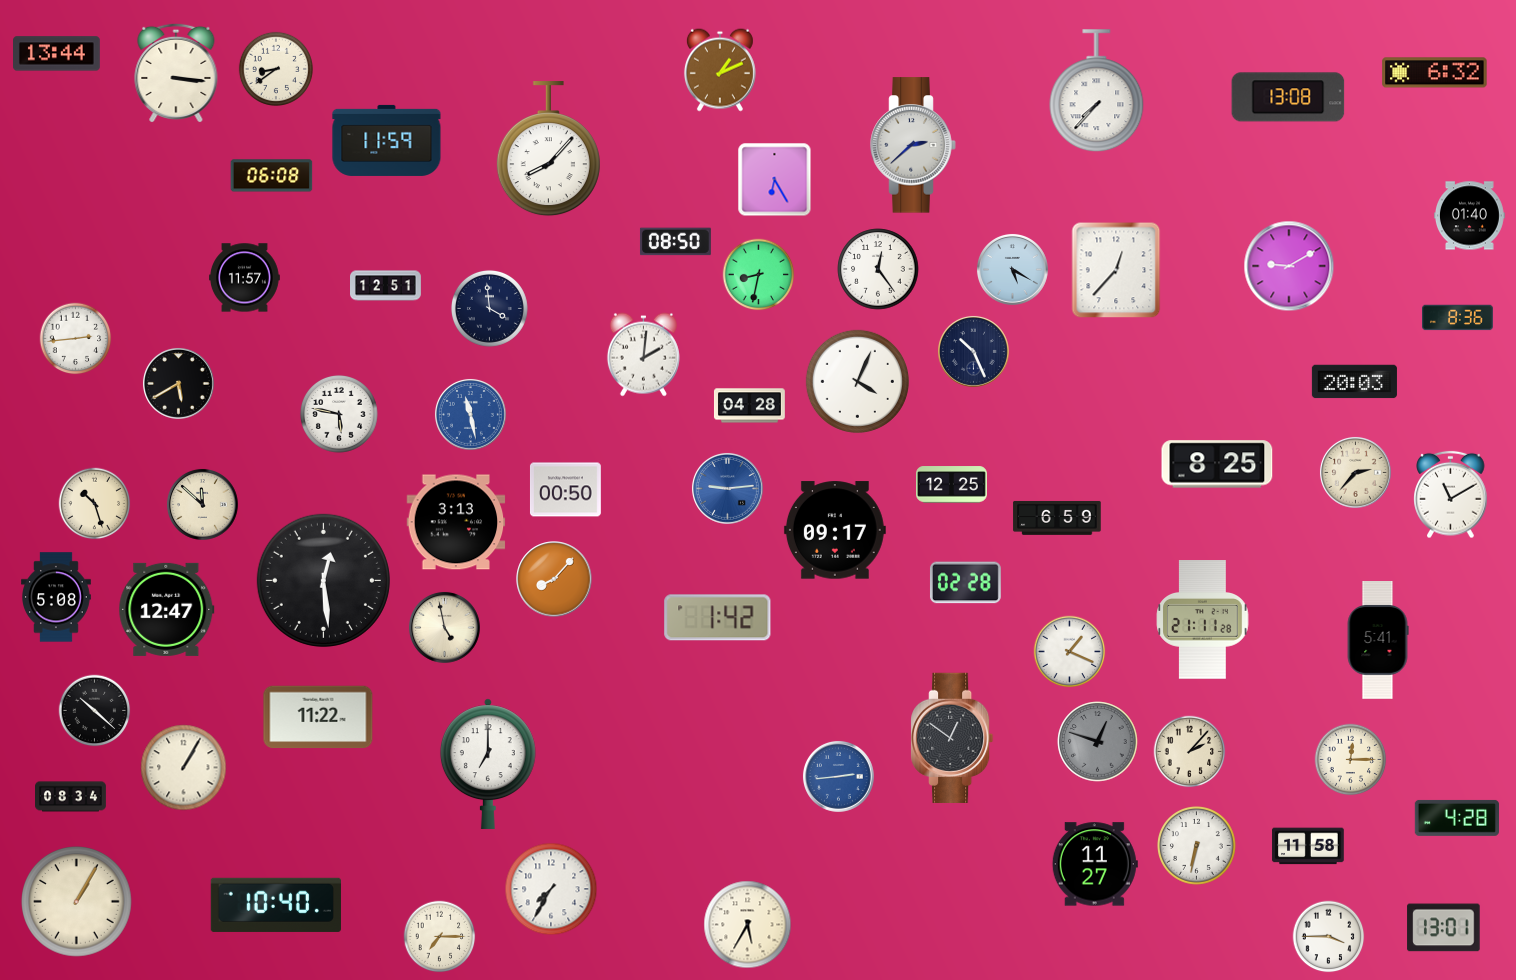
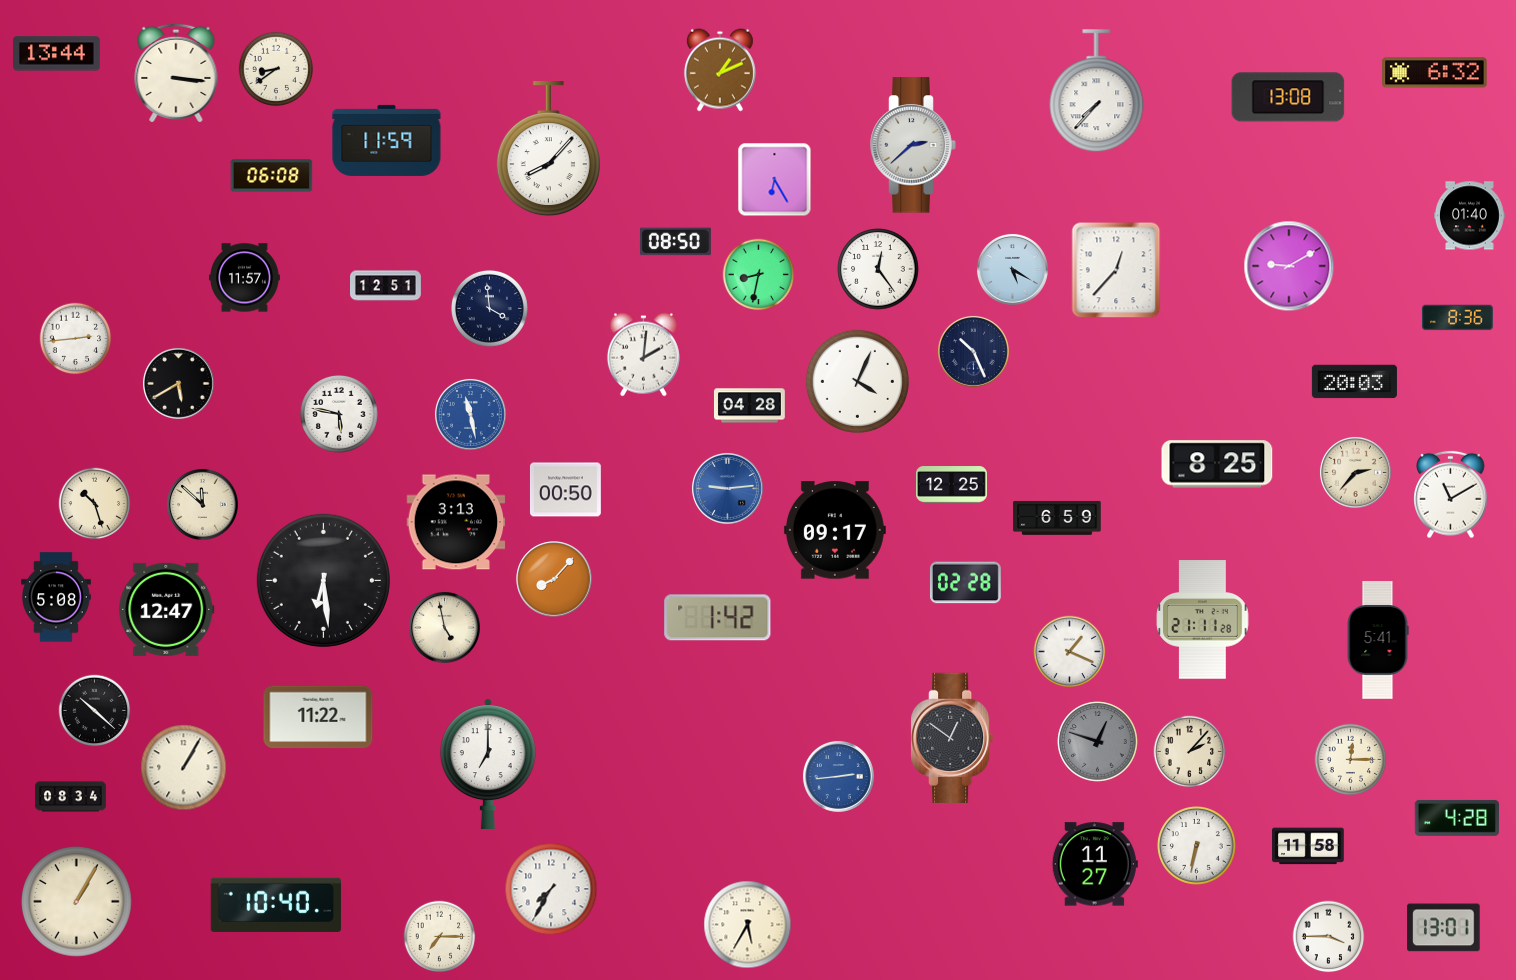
clock at (323, 580): 12:29 -> 6:29
